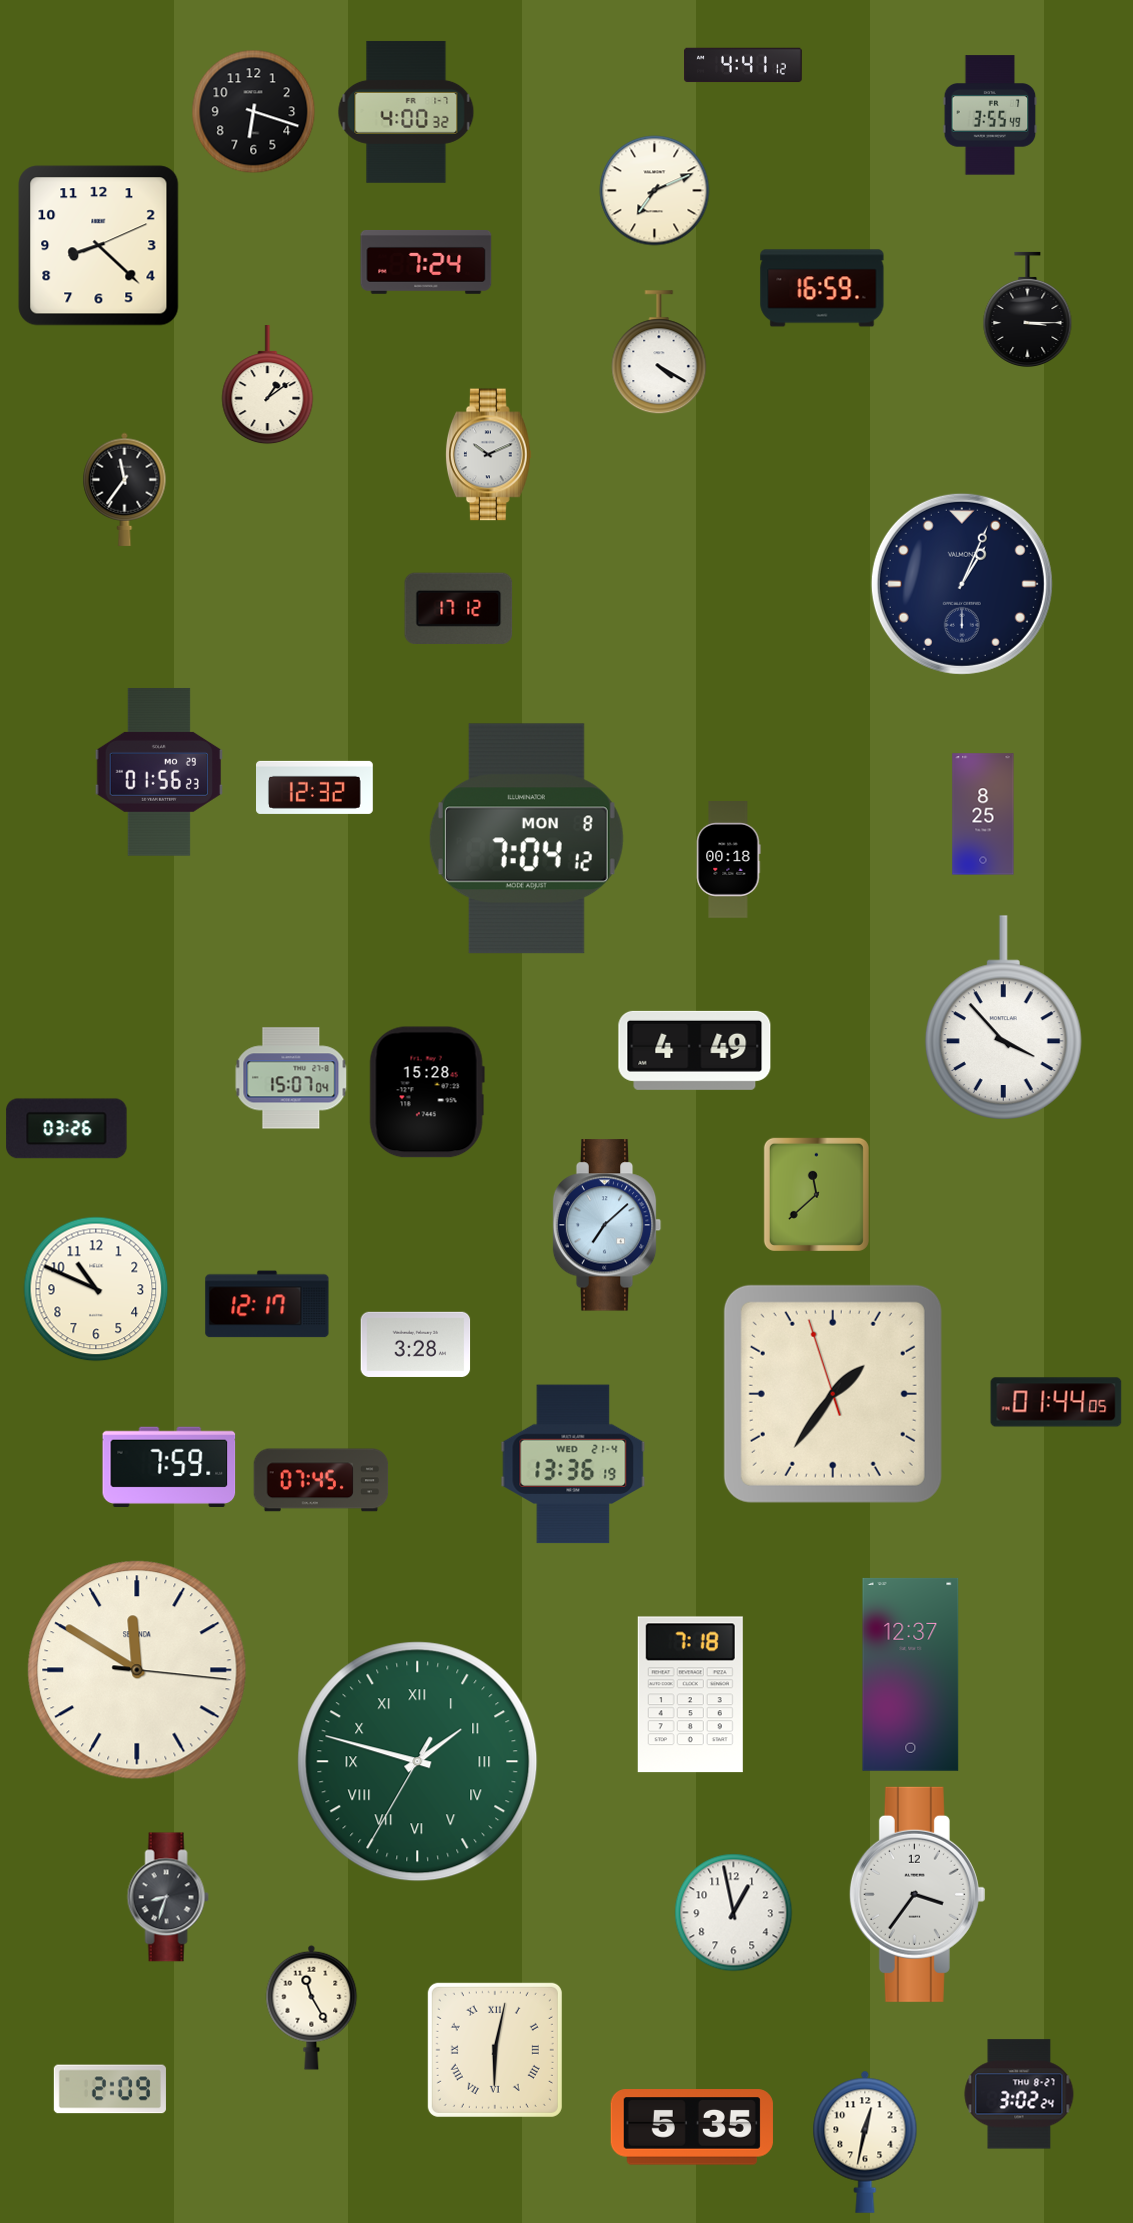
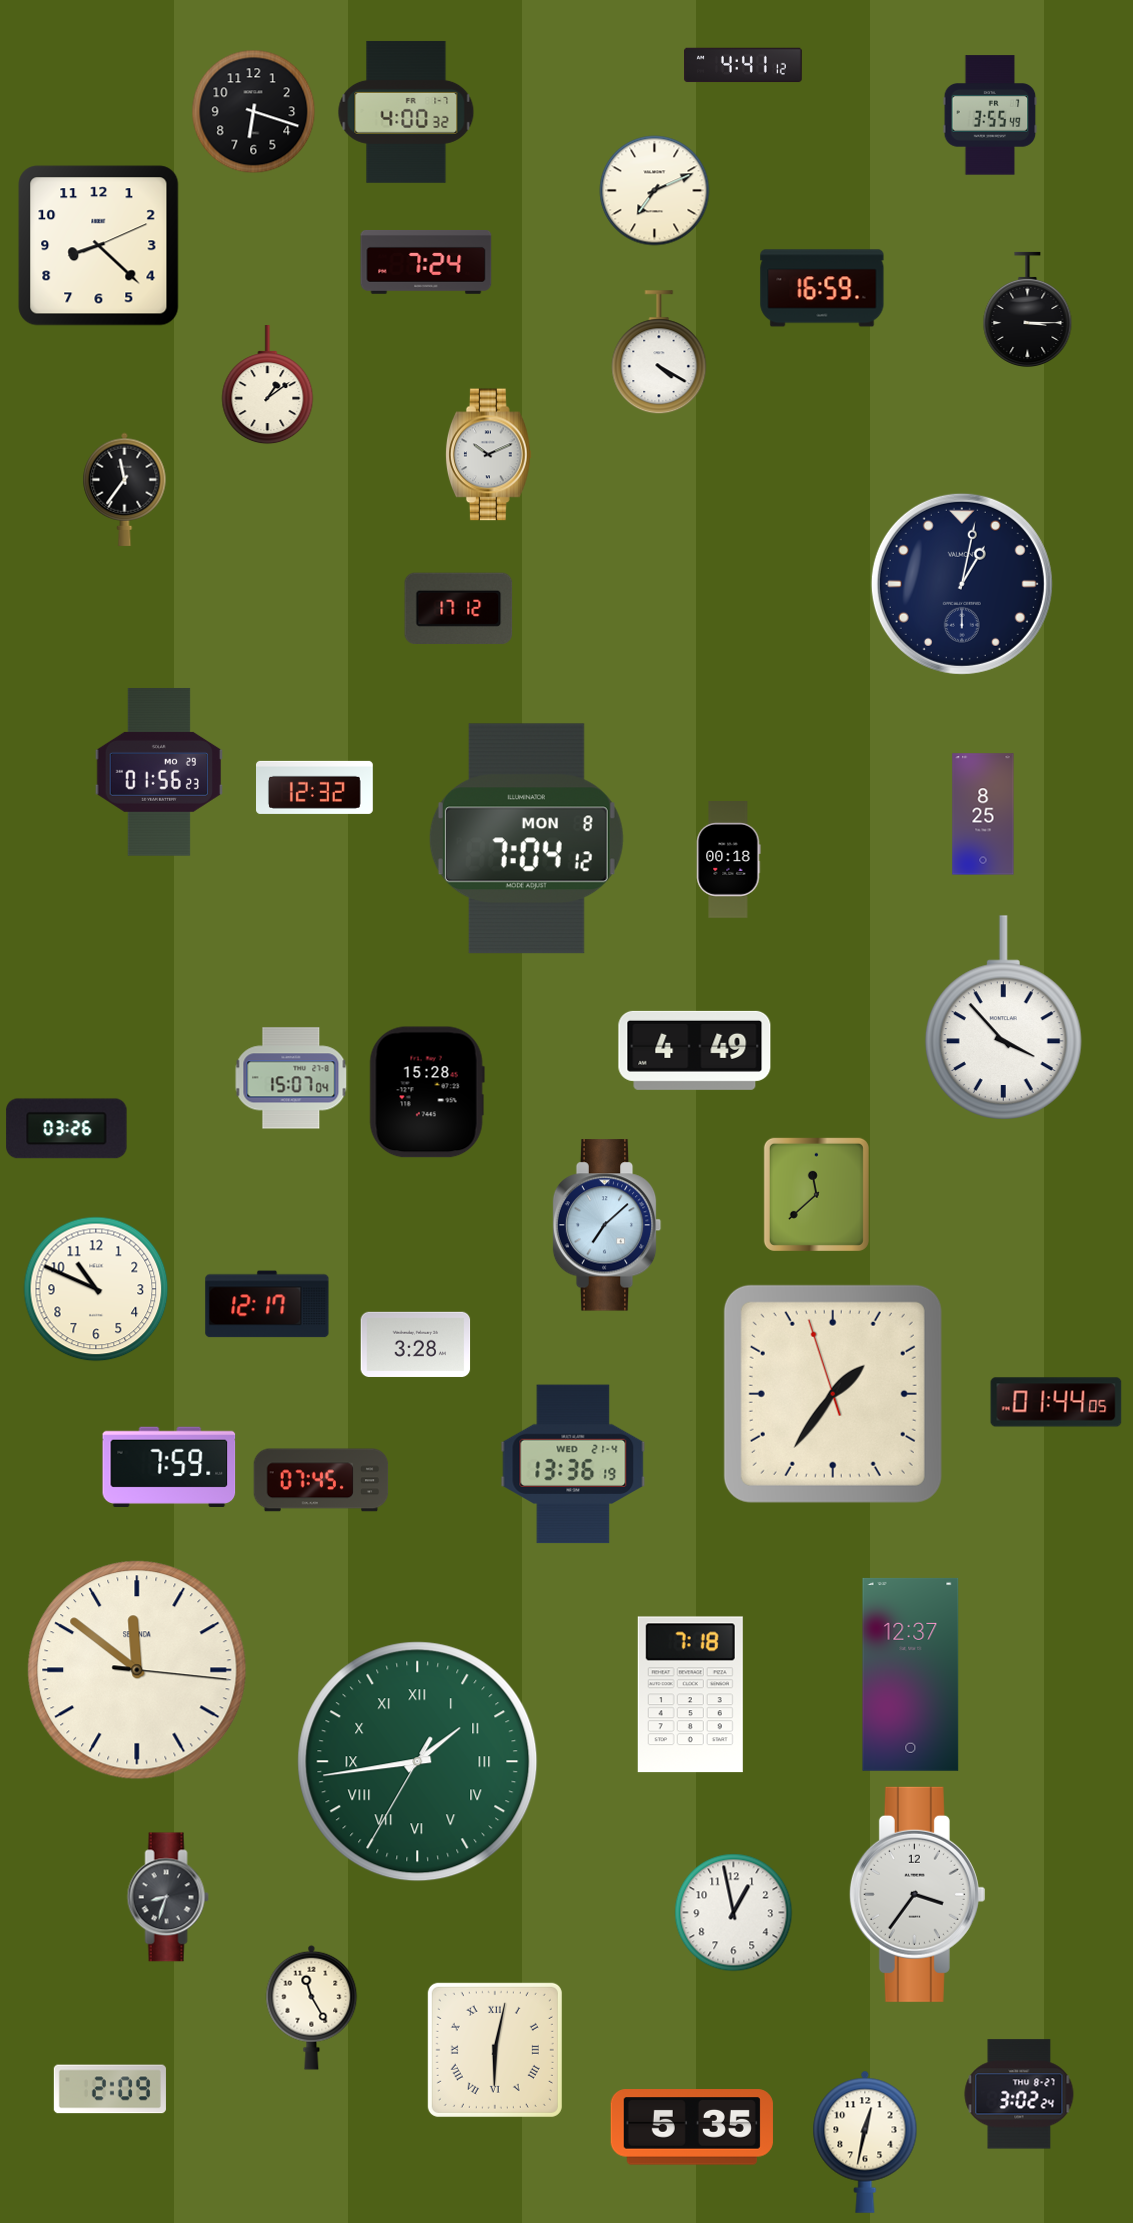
clock at (962, 584): 1:04 -> 1:02
clock at (137, 1670): 11:50 -> 11:51
clock at (418, 1762): 1:47 -> 1:43
